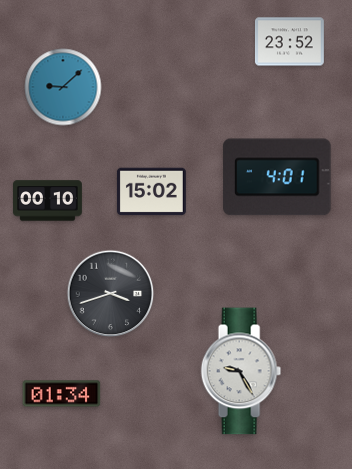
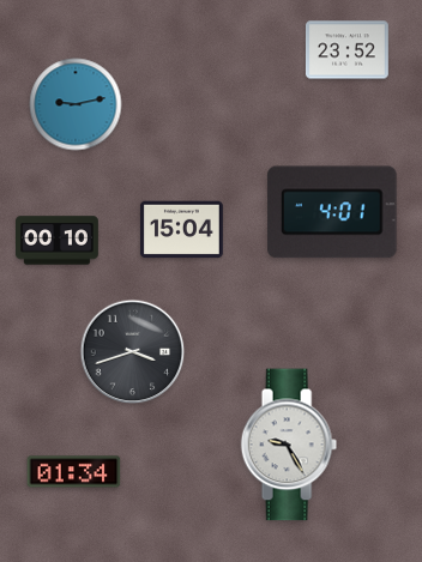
clock at (63, 87): 9:08 -> 9:13
clock at (151, 192): 15:02 -> 15:04
